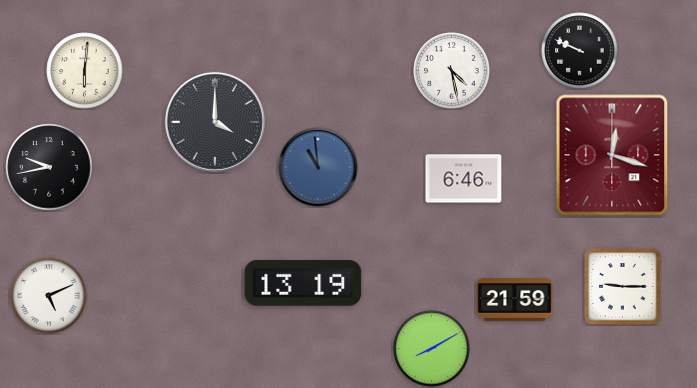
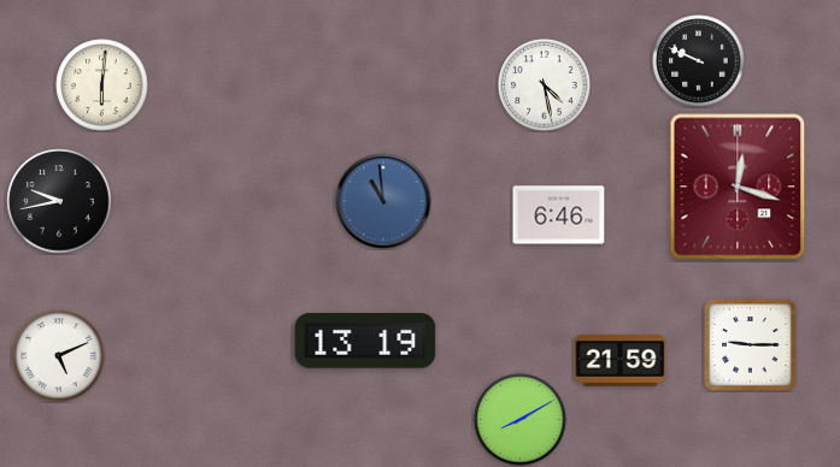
clock at (215, 122): 4:00 -> none
